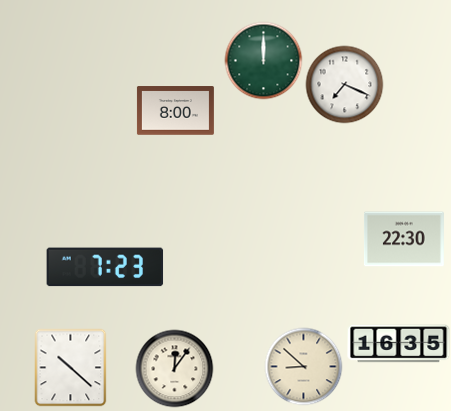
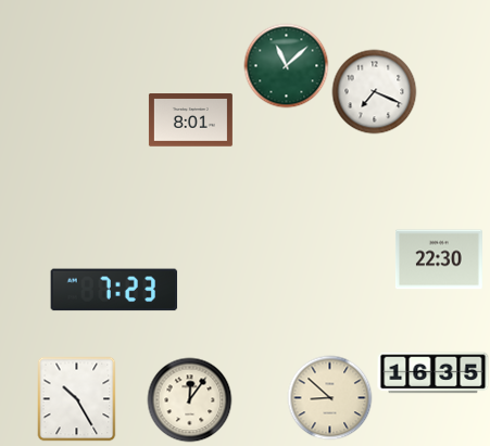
clock at (263, 60): 12:00 -> 11:08
clock at (175, 111): 8:00 -> 8:01
clock at (71, 367): 10:22 -> 10:25
